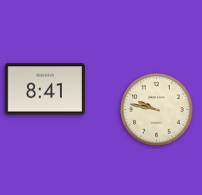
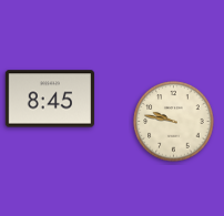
clock at (45, 89): 8:41 -> 8:45
